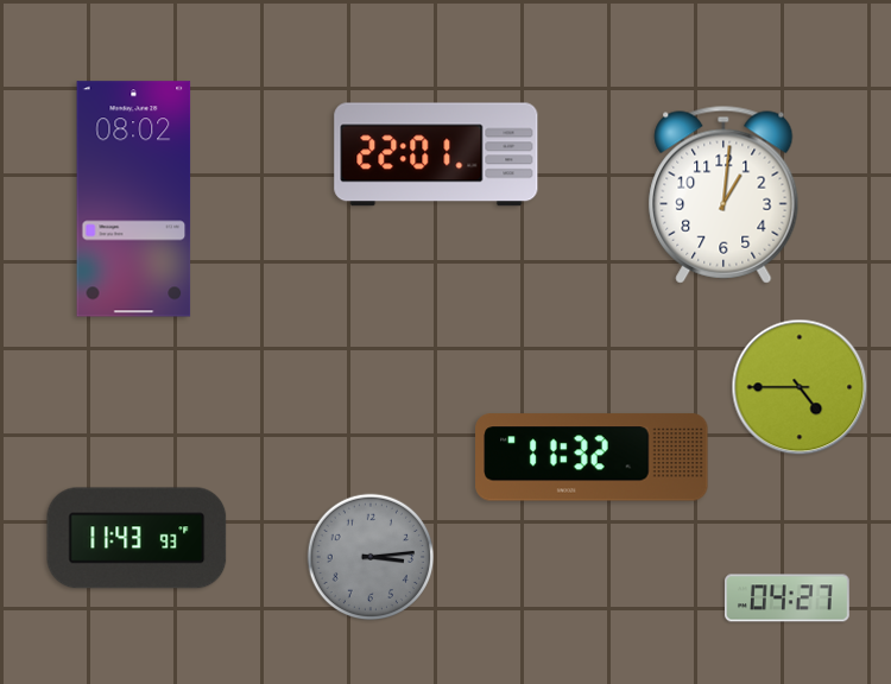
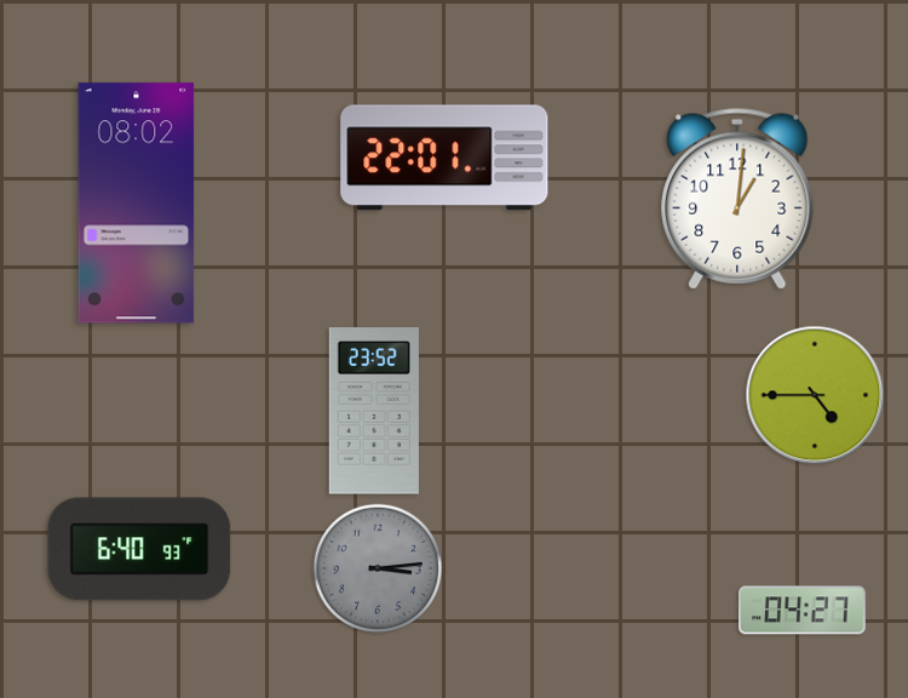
clock at (374, 411): none -> 23:52
clock at (592, 457): 11:32 -> none
clock at (137, 538): 11:43 -> 6:40
